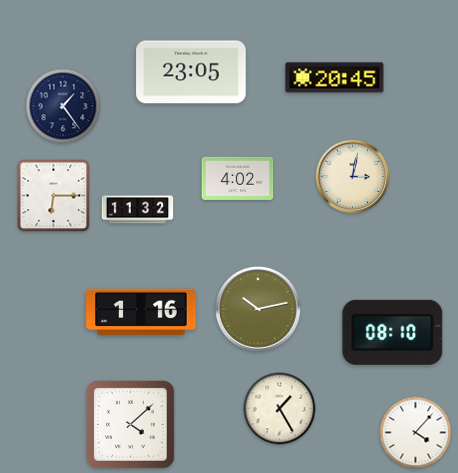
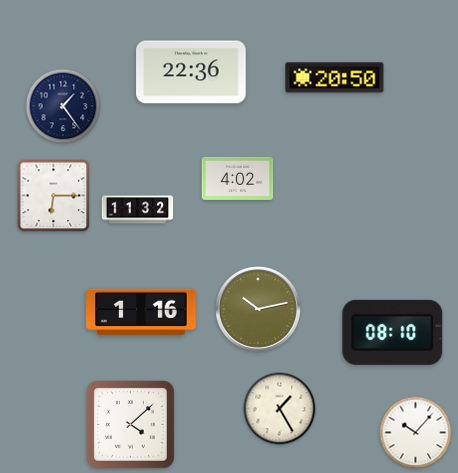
clock at (191, 72): 23:05 -> 22:36
clock at (335, 78): 20:45 -> 20:50
clock at (353, 177): 3:02 -> none
clock at (416, 433): 4:07 -> 10:07
